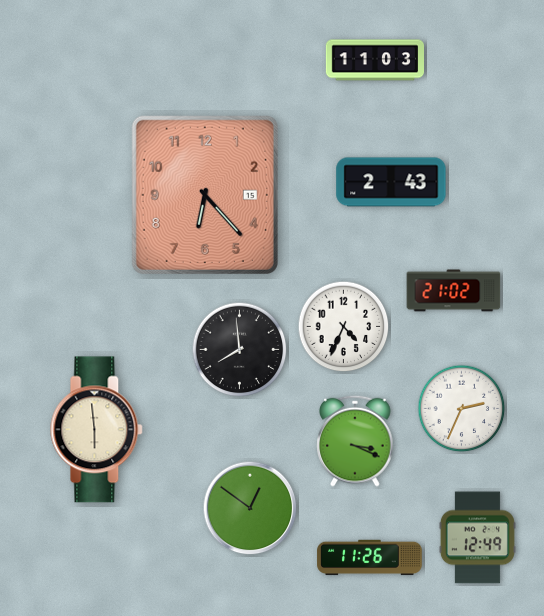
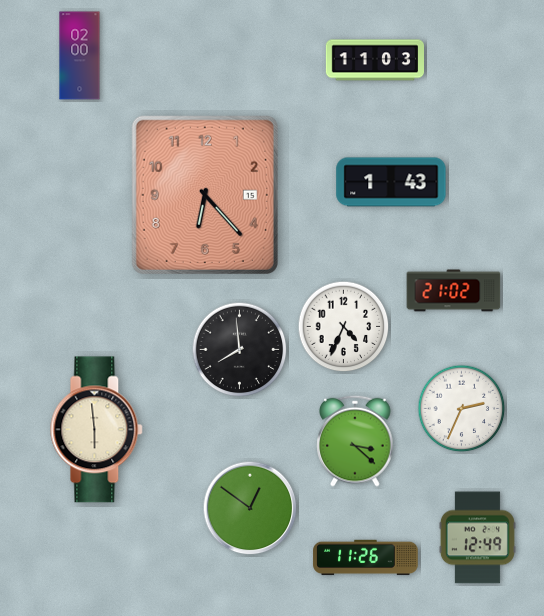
clock at (80, 56): none -> 02:00
clock at (391, 182): 2:43 -> 1:43
clock at (355, 441): 3:19 -> 3:22
clock at (370, 558) position: (370, 558) -> (366, 558)
